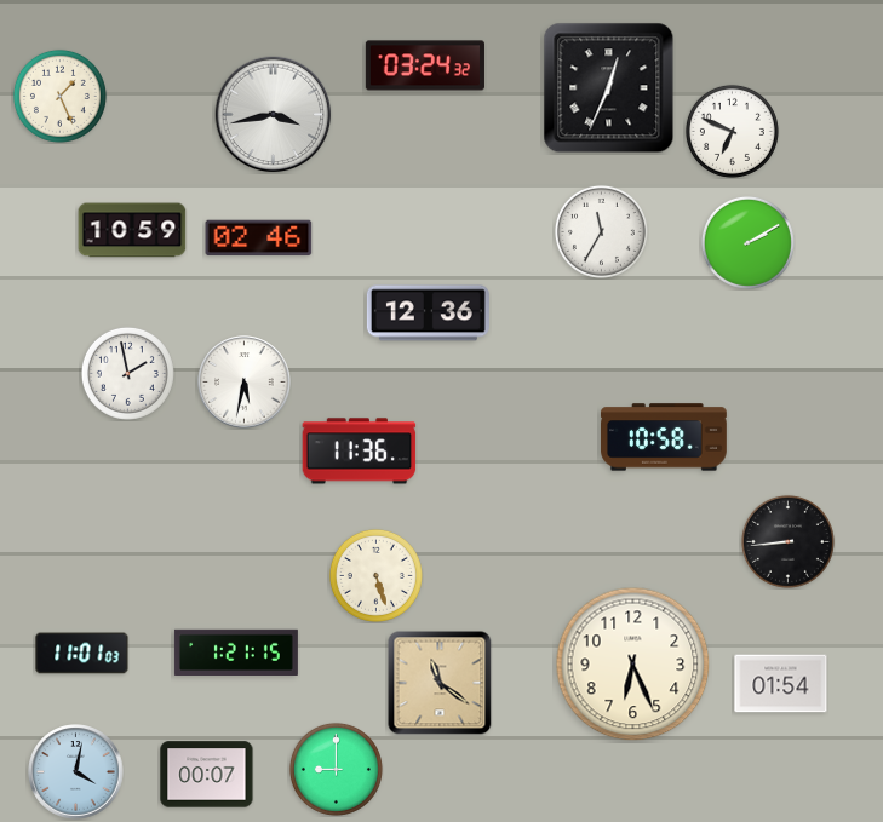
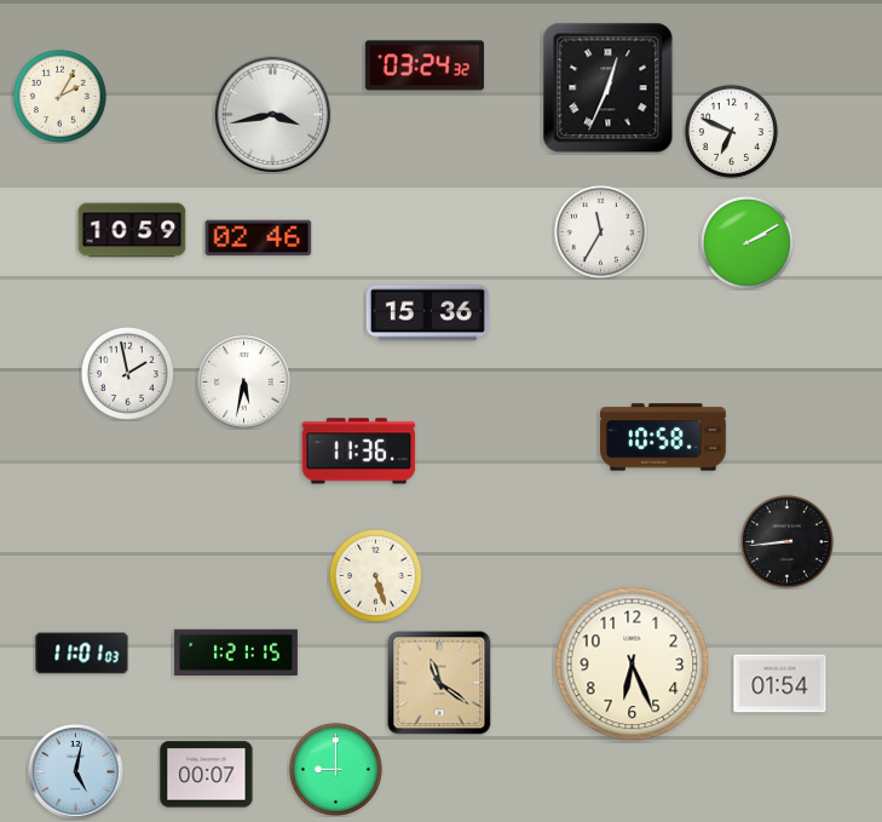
clock at (59, 96): 1:26 -> 2:05
clock at (428, 314): 12:36 -> 15:36
clock at (76, 772): 4:02 -> 5:02
